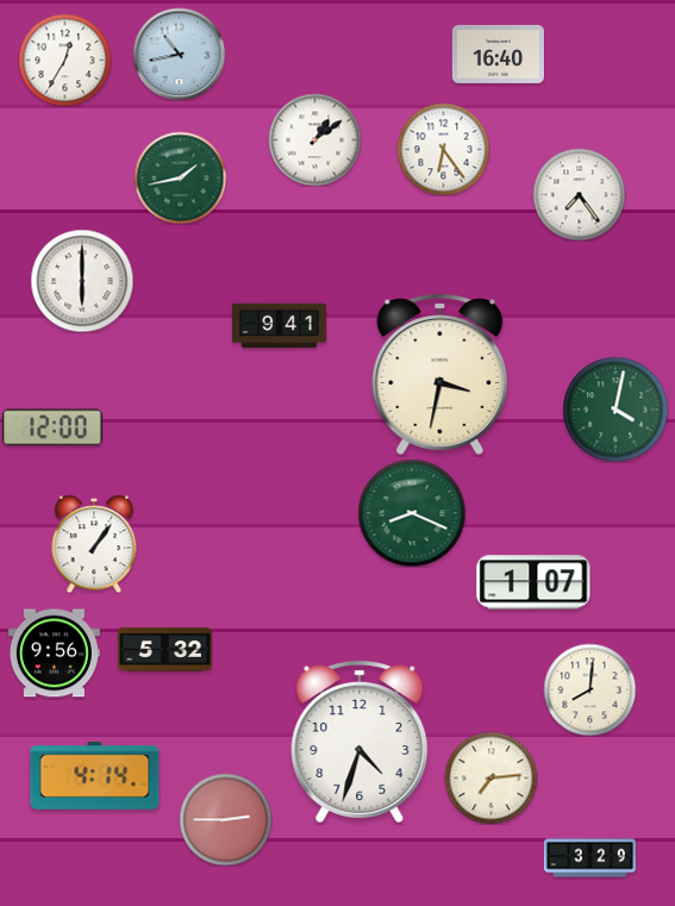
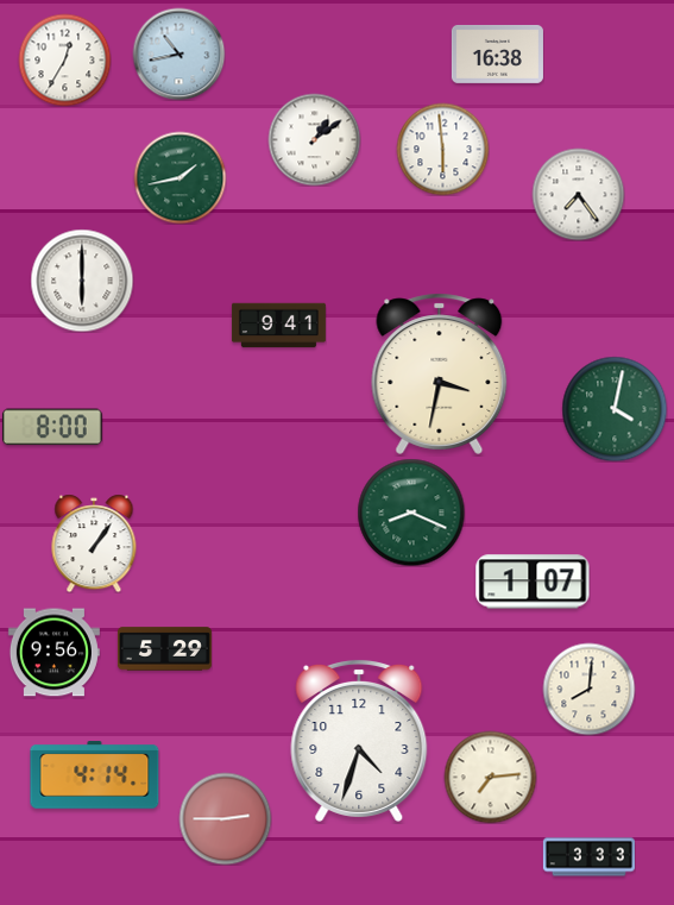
clock at (498, 54): 16:40 -> 16:38
clock at (443, 149): 6:24 -> 5:59
clock at (52, 427): 12:00 -> 8:00
clock at (164, 650): 5:32 -> 5:29
clock at (589, 858): 3:29 -> 3:33
